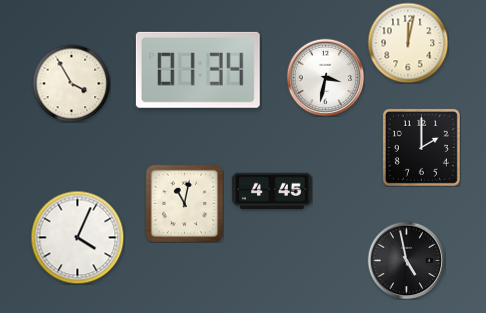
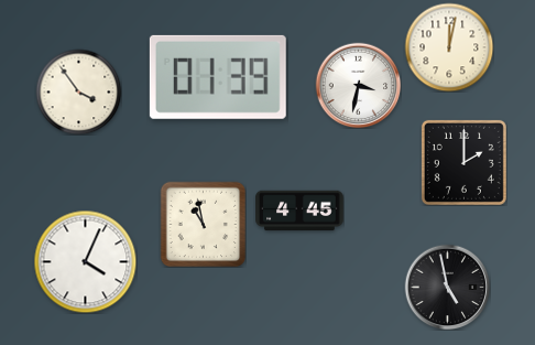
clock at (198, 70): 01:34 -> 01:39
clock at (71, 83): 3:55 -> 3:54
clock at (184, 203): 11:02 -> 10:58
